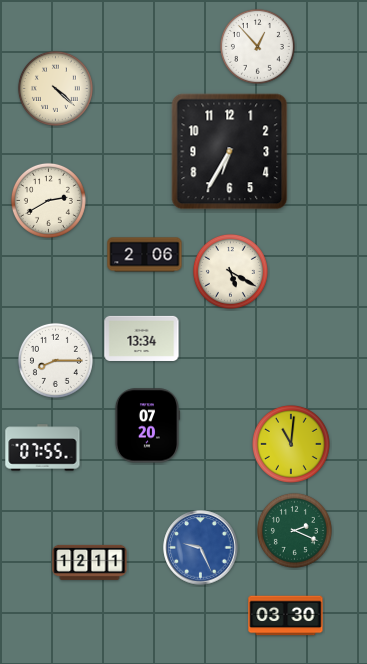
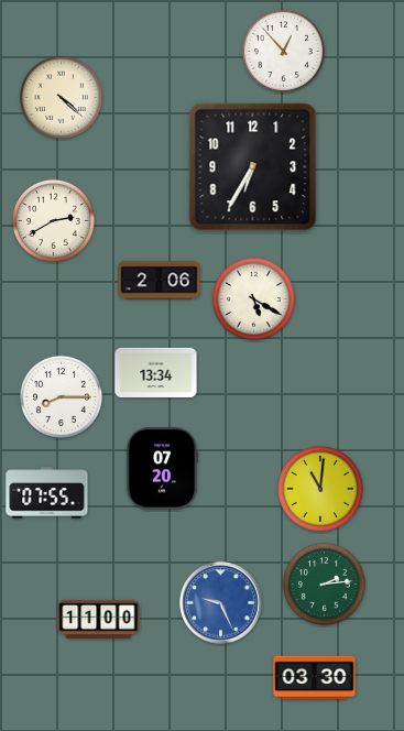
clock at (294, 530): 2:19 -> 2:14
clock at (90, 562): 12:11 -> 11:00
